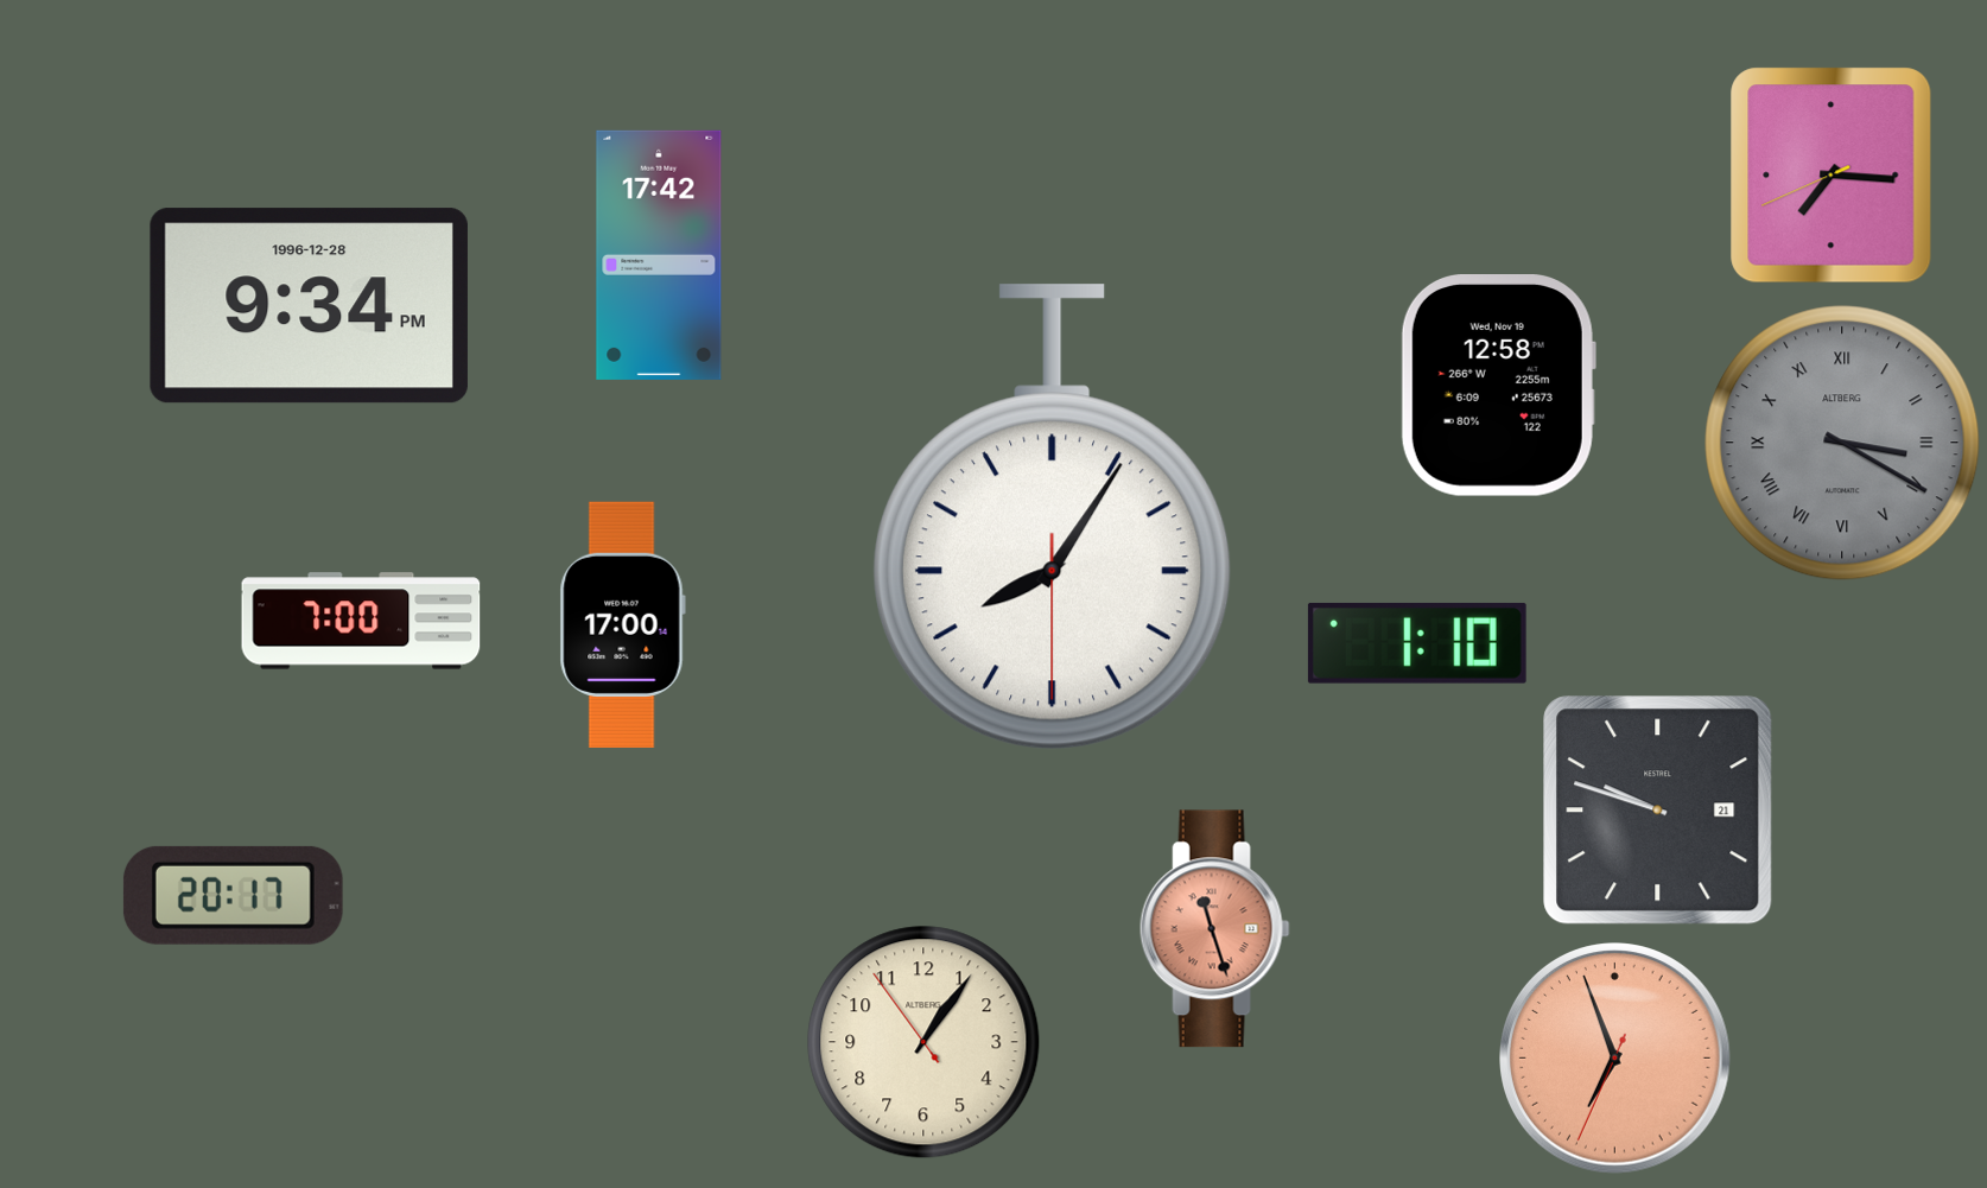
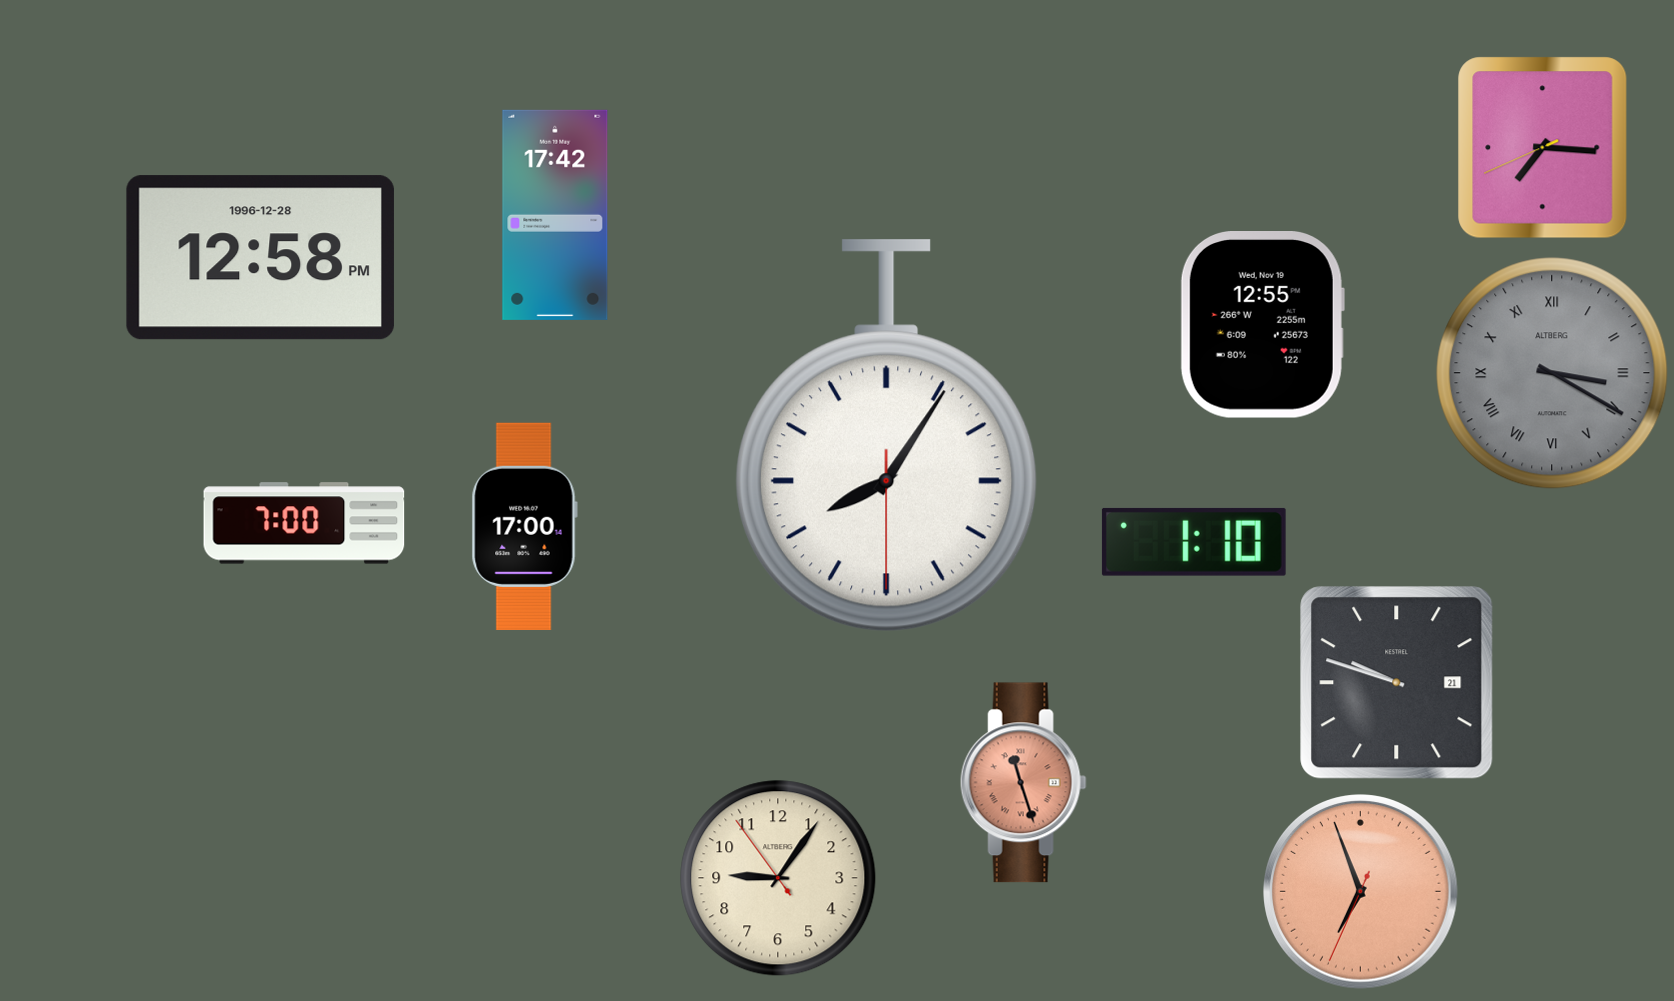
clock at (309, 306): 9:34 -> 12:58
clock at (1498, 386): 12:58 -> 12:55
clock at (233, 895): 20:17 -> none
clock at (923, 1042): 1:05 -> 9:05
